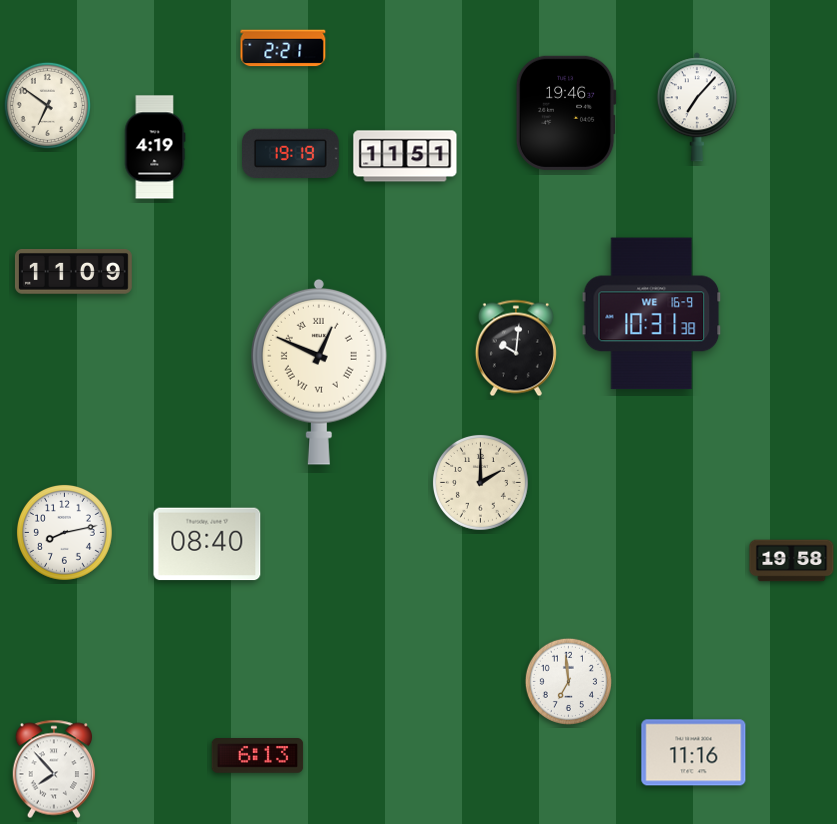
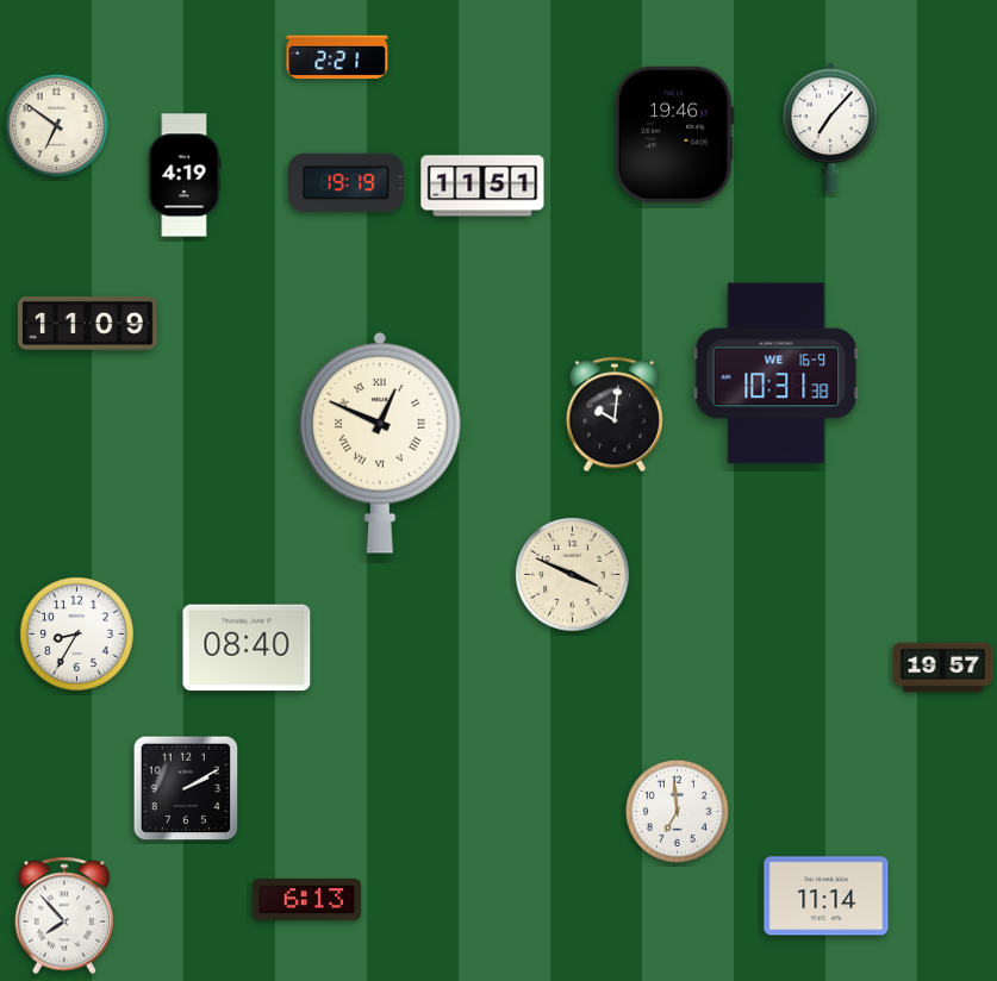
clock at (480, 482): 2:00 -> 3:49
clock at (64, 532): 8:13 -> 8:35
clock at (792, 561): 19:58 -> 19:57
clock at (186, 788): none -> 2:10
clock at (694, 753): 11:16 -> 11:14
